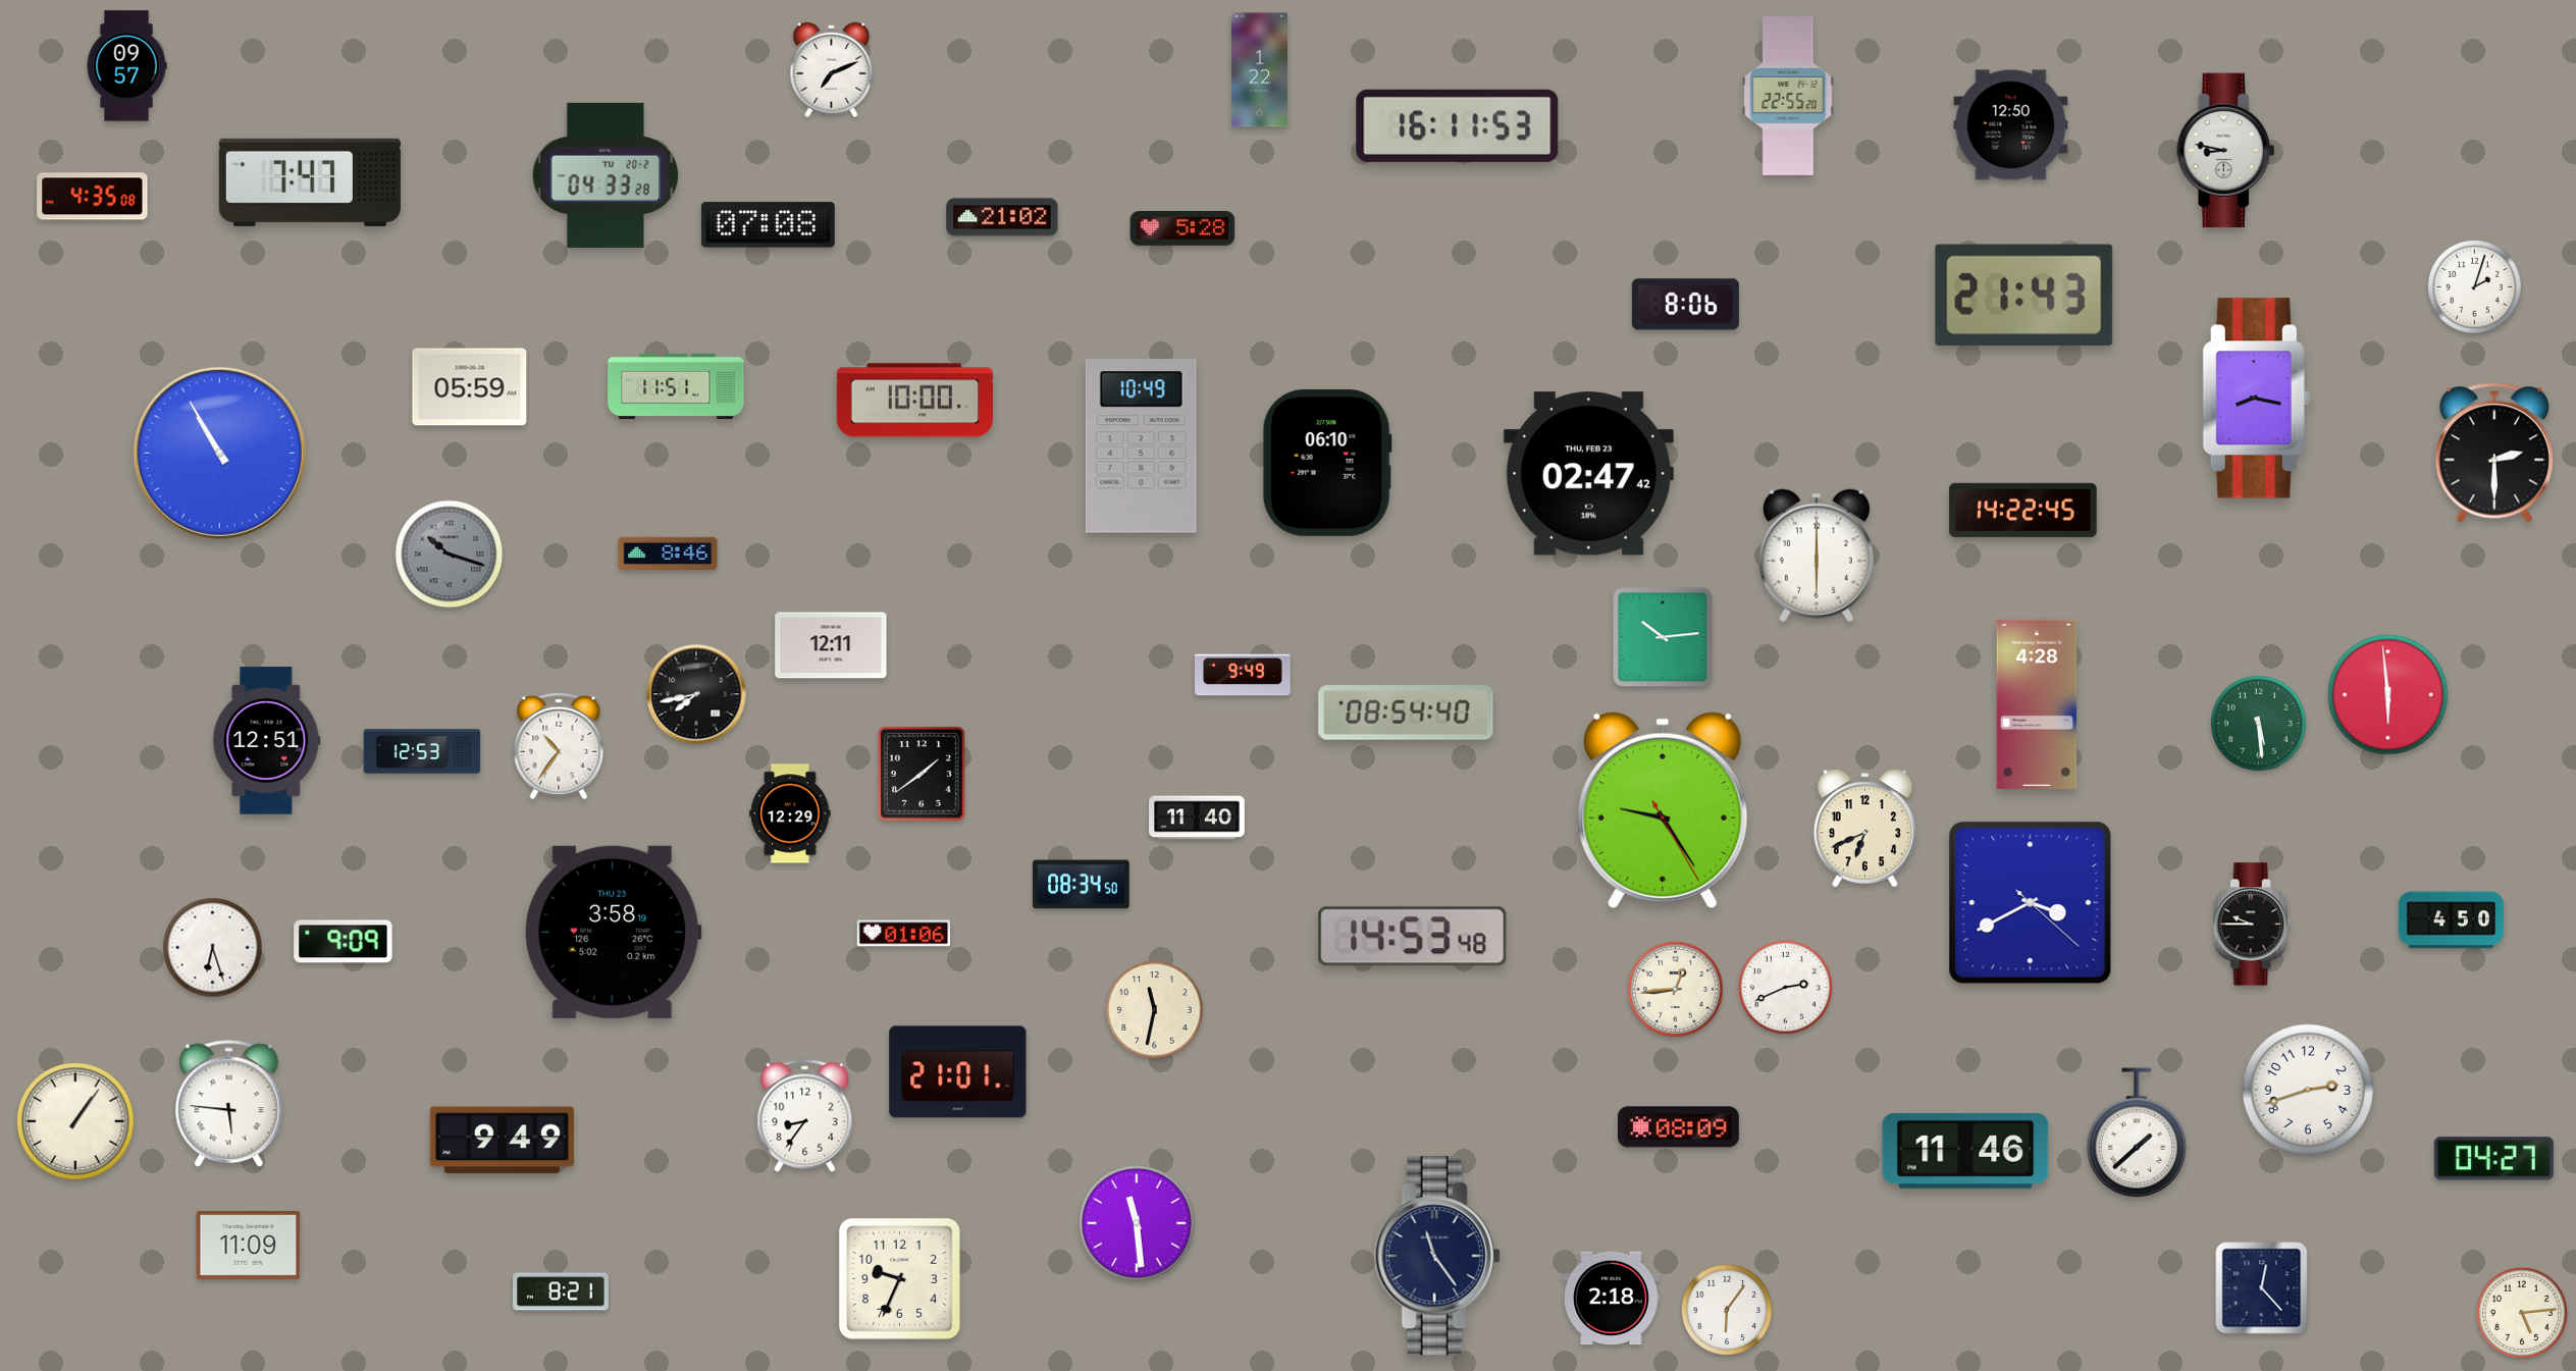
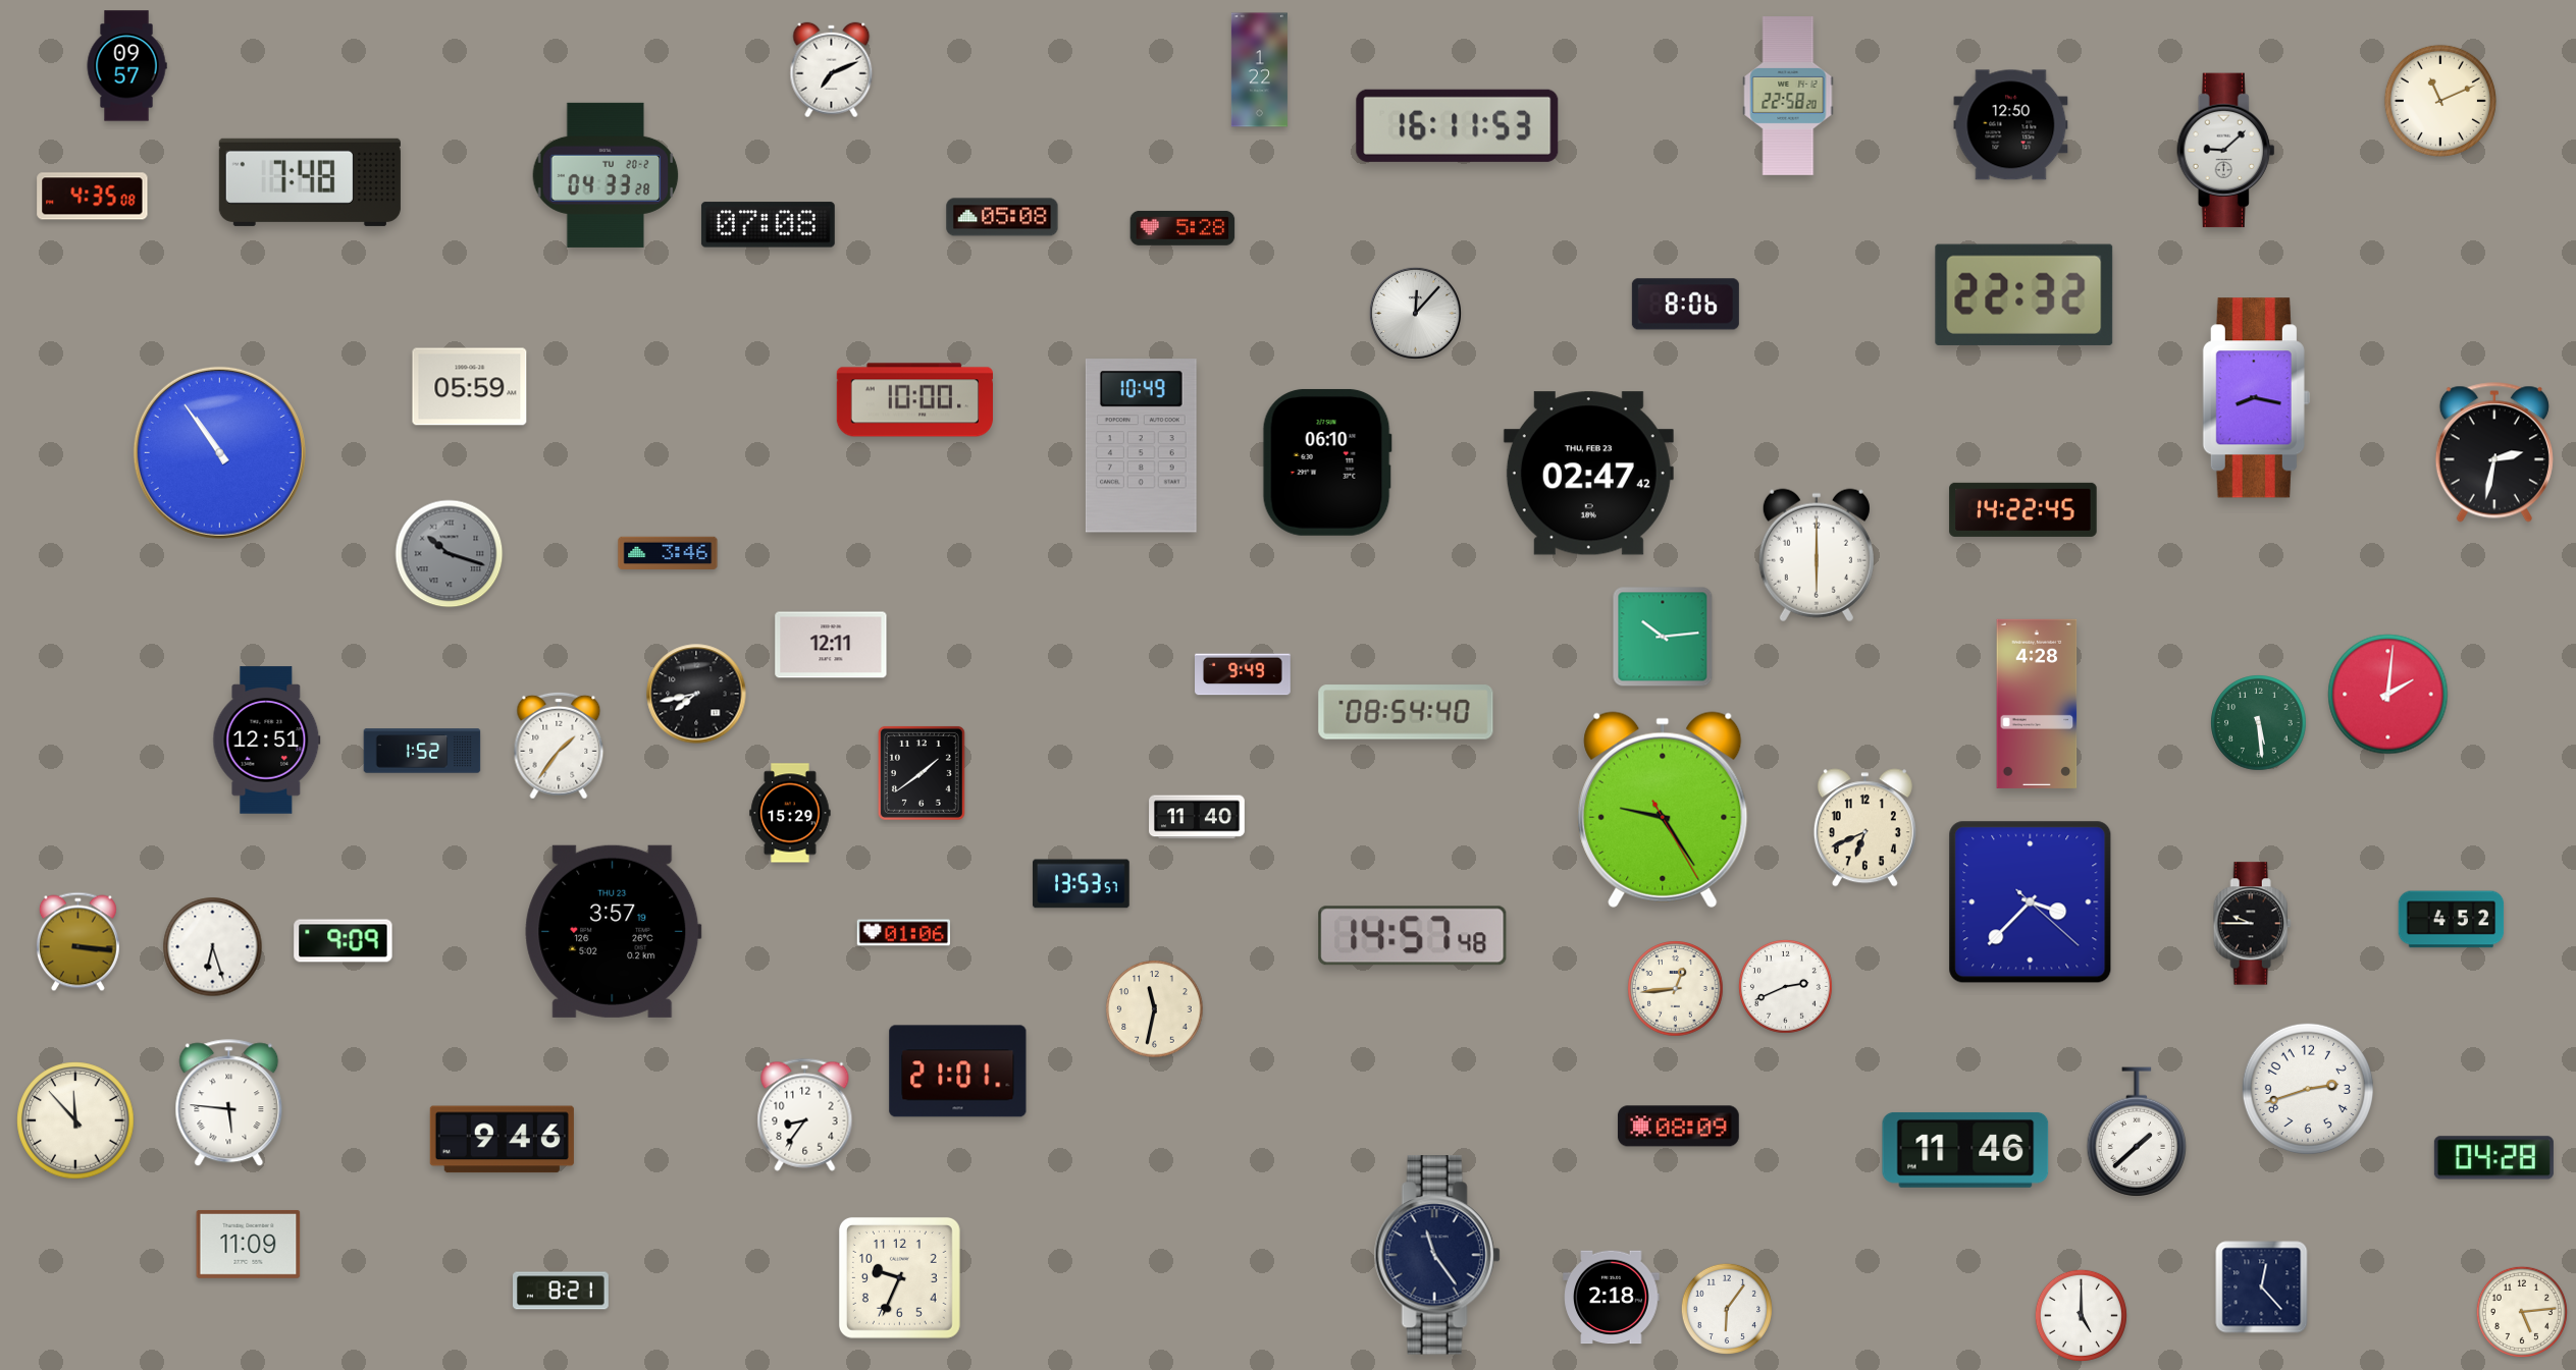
clock at (1788, 97): 22:55 -> 22:58
clock at (2440, 101): none -> 11:11
clock at (2226, 151): 8:47 -> 9:08
clock at (310, 182): 7:47 -> 7:48
clock at (1002, 217): 21:02 -> 05:08
clock at (2474, 286): 2:03 -> none
clock at (2025, 295): 21:43 -> 22:32
clock at (1415, 313): none -> 12:07
clock at (676, 386): 11:51 -> none
clock at (219, 453): 10:55 -> 10:54
clock at (2494, 453): 2:30 -> 2:32
clock at (668, 553): 8:46 -> 3:46
clock at (2388, 695): 5:59 -> 2:01
clock at (559, 746): 10:36 -> 1:36
clock at (422, 751): 12:53 -> 1:52
clock at (790, 813): 12:29 -> 15:29
clock at (1082, 885): 08:34 -> 13:53
clock at (2031, 903): 3:40 -> 3:37
clock at (2452, 920): 4:50 -> 4:52
clock at (614, 932): 3:58 -> 3:57
clock at (1413, 937): 14:53 -> 14:57
clock at (77, 942): none -> 3:16
clock at (75, 1121): 1:06 -> 11:53
clock at (502, 1141): 9:49 -> 9:46
clock at (2493, 1159): 04:27 -> 04:28
clock at (1138, 1224): 11:29 -> none
clock at (2081, 1315): none -> 5:00
